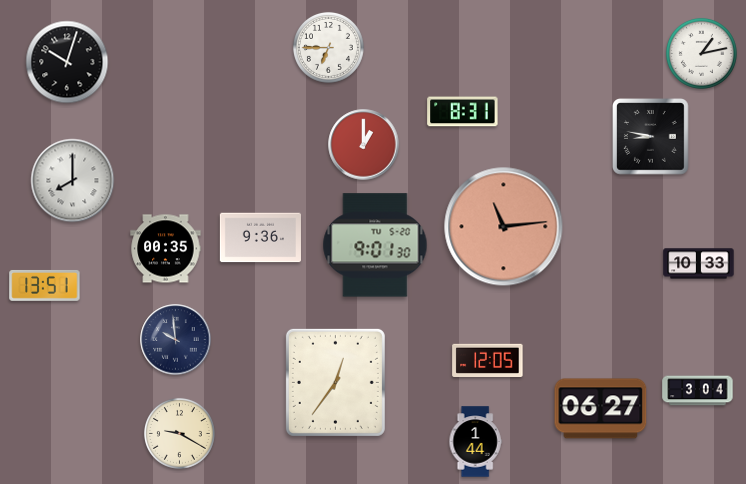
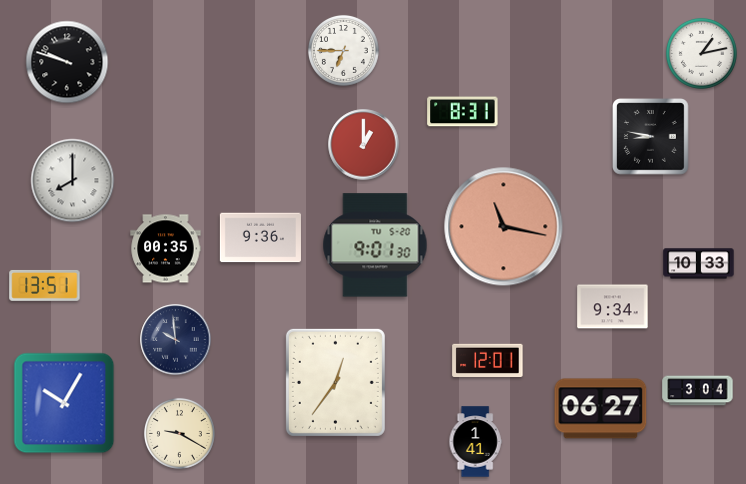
clock at (328, 47) position: (328, 47) -> (343, 50)
clock at (67, 62): 10:03 -> 9:48
clock at (504, 227): 11:14 -> 11:17
clock at (613, 307): none -> 9:34
clock at (488, 360): 12:05 -> 12:01
clock at (64, 403): none -> 10:05
clock at (475, 442): 1:44 -> 1:41
